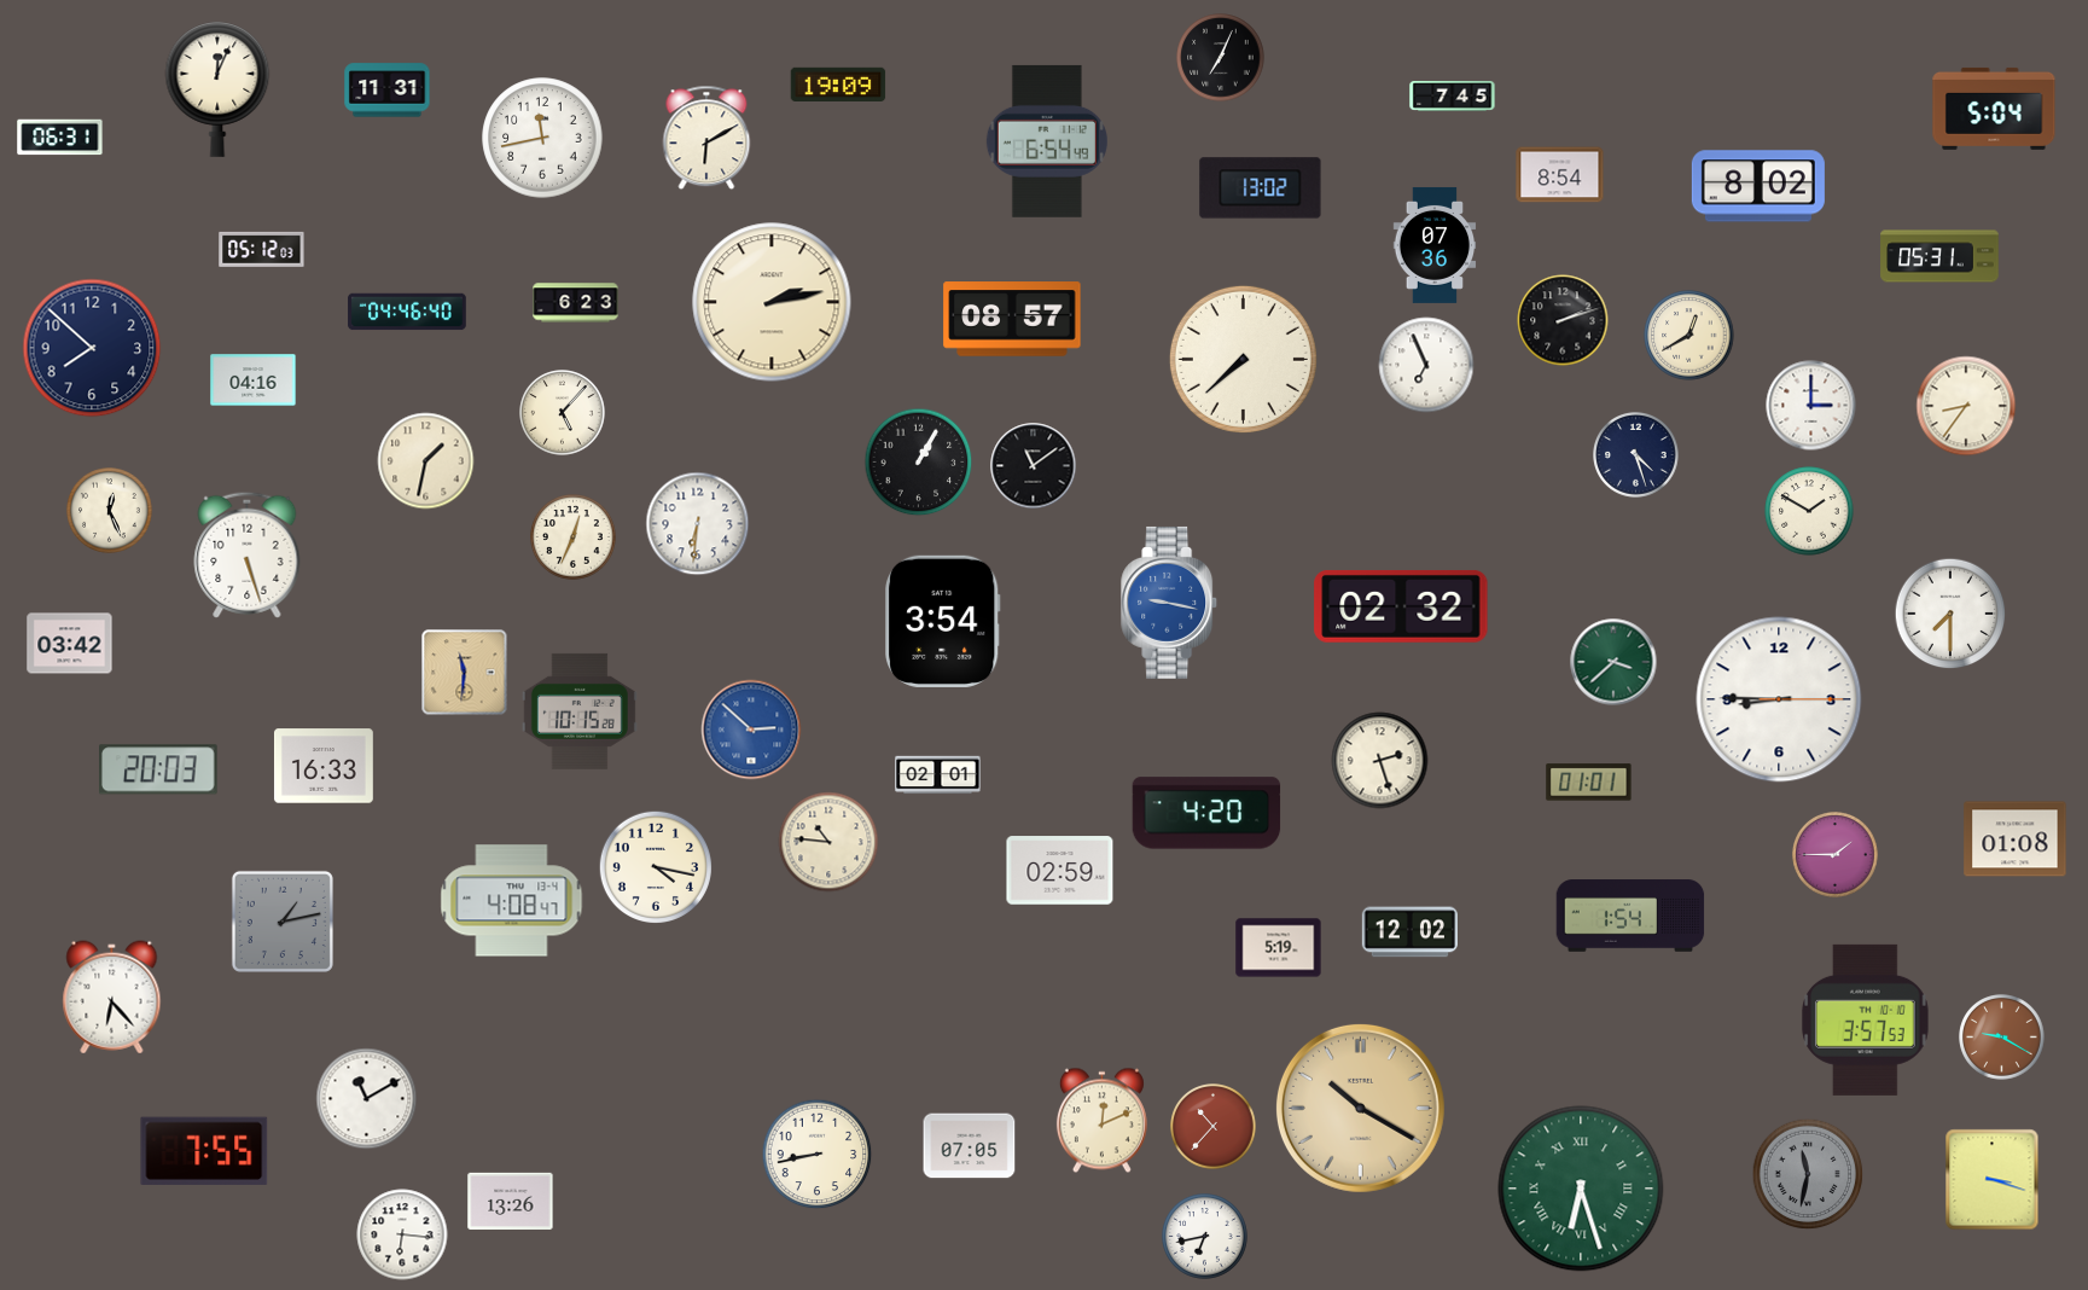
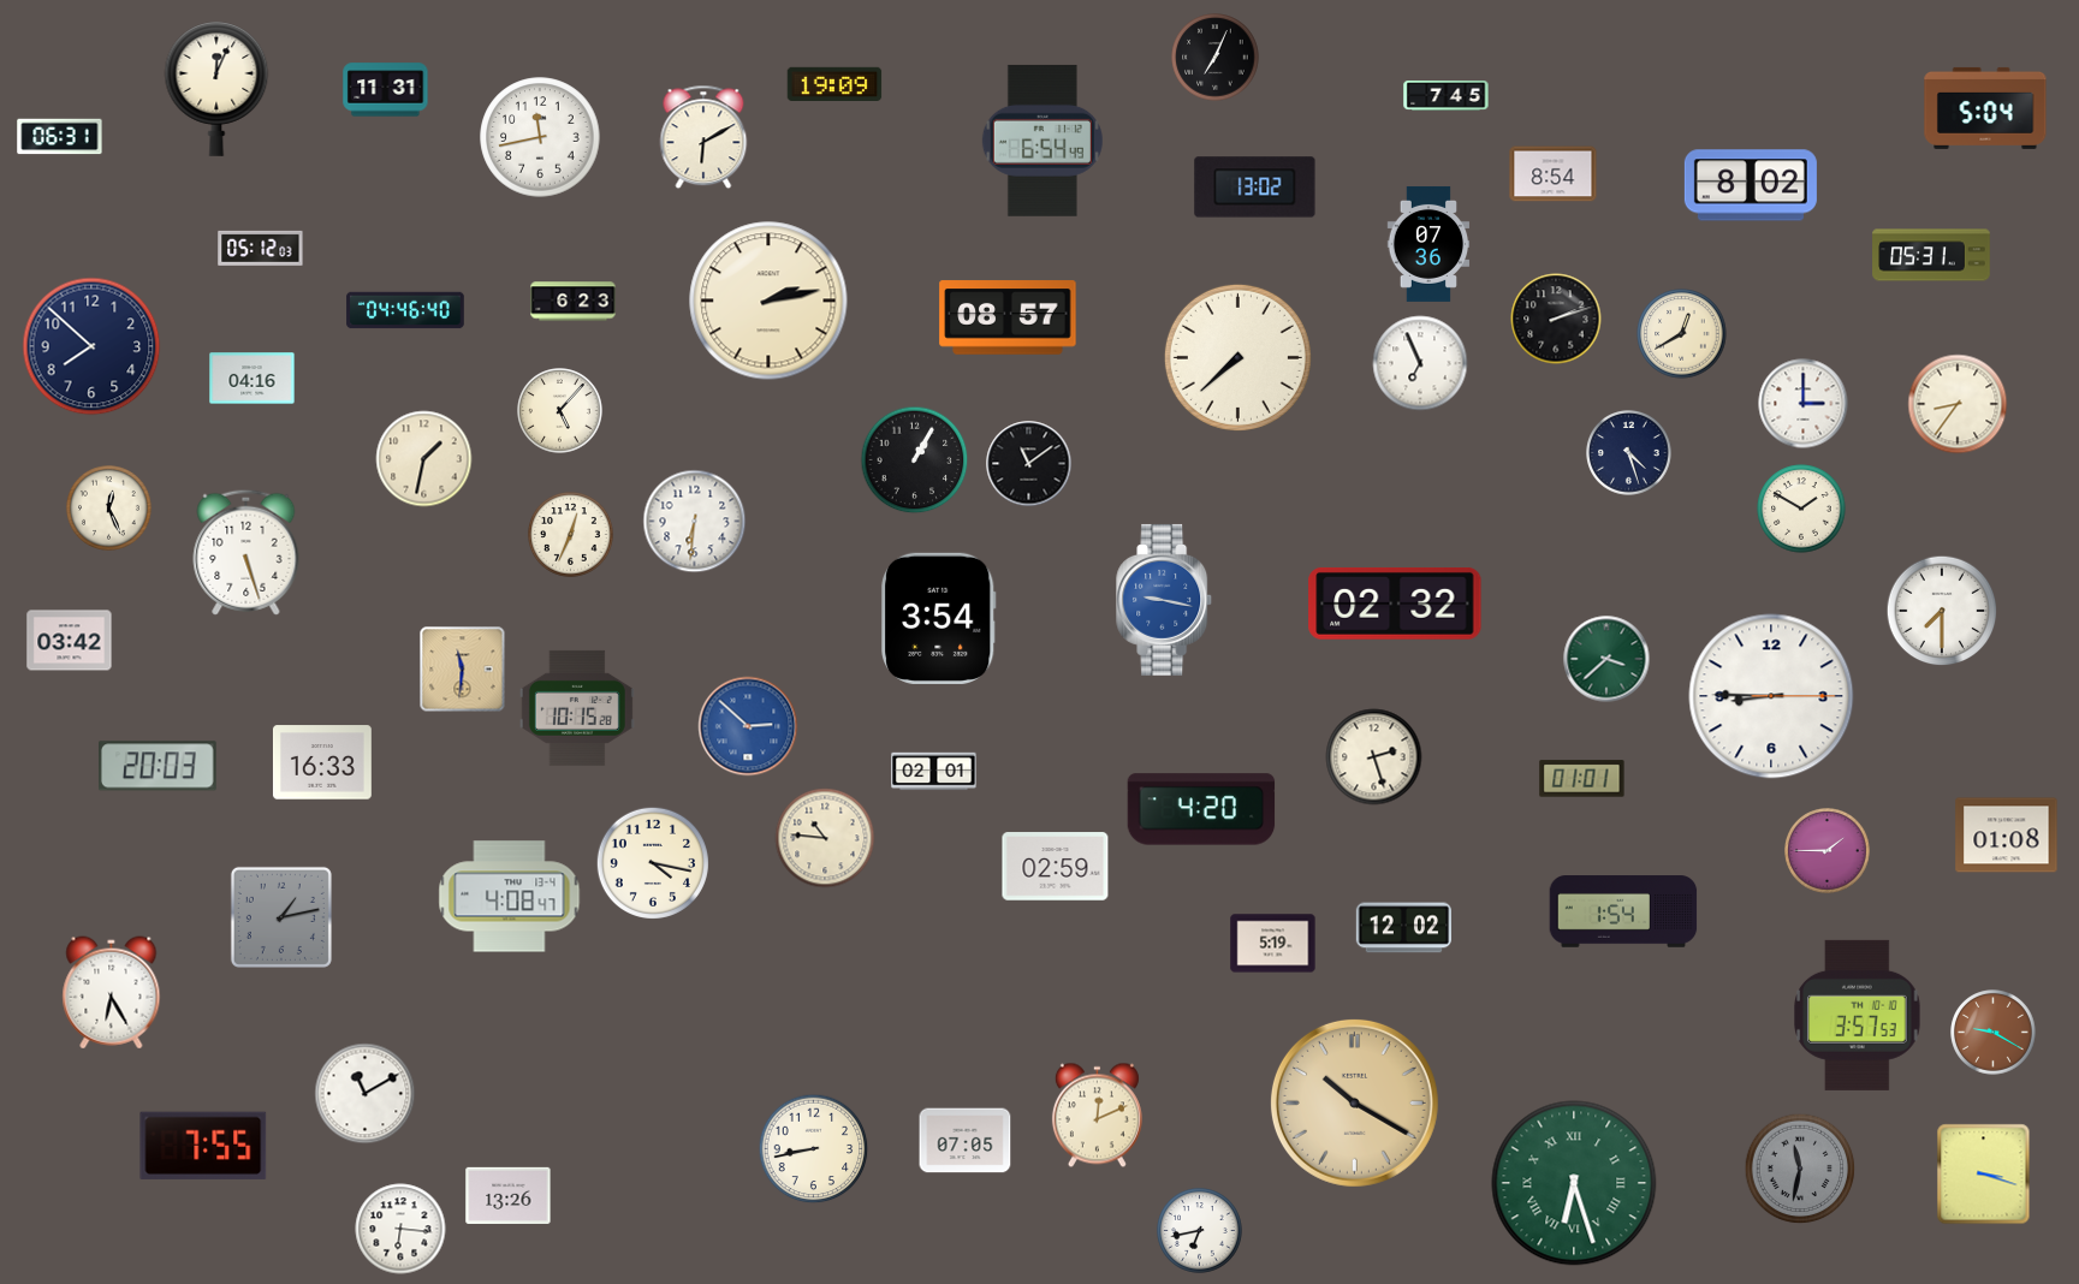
clock at (112, 998): 6:23 -> 6:25
clock at (1214, 1127): 10:37 -> none
